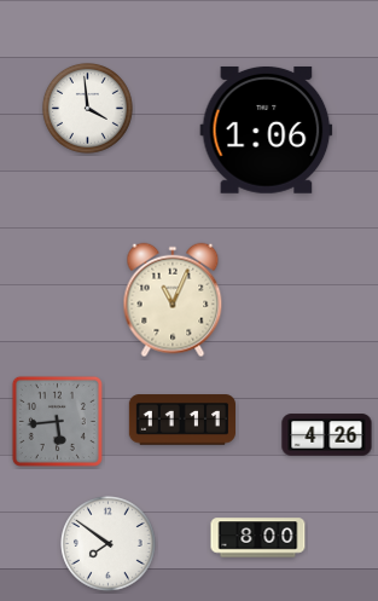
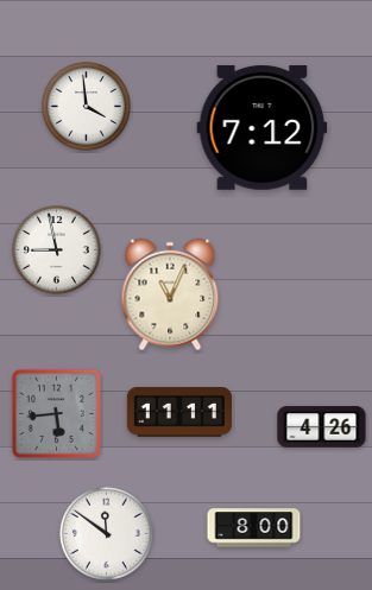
clock at (267, 129): 1:06 -> 7:12
clock at (57, 250): none -> 8:58
clock at (109, 544): 7:51 -> 11:51
